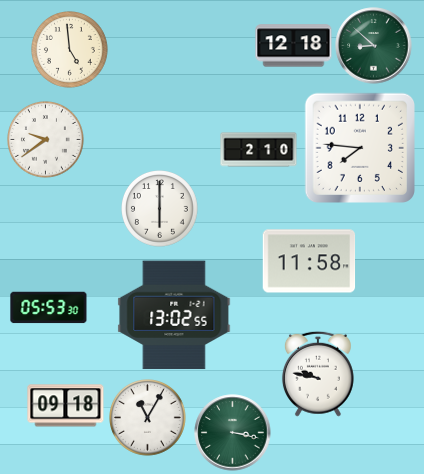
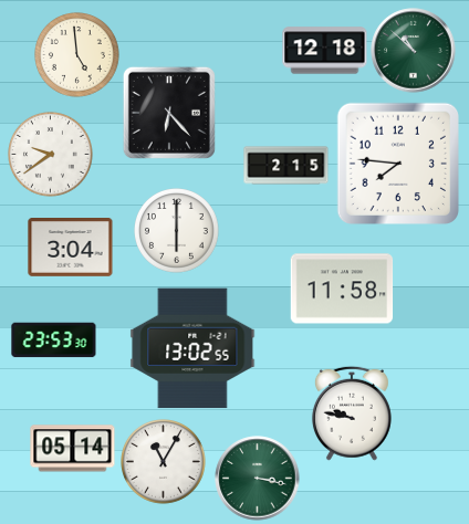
clock at (374, 46): 8:52 -> 10:52
clock at (169, 113): none -> 6:23
clock at (259, 150): 2:10 -> 2:15
clock at (71, 248): none -> 3:04
clock at (49, 308): 05:53 -> 23:53
clock at (66, 406): 09:18 -> 05:14
